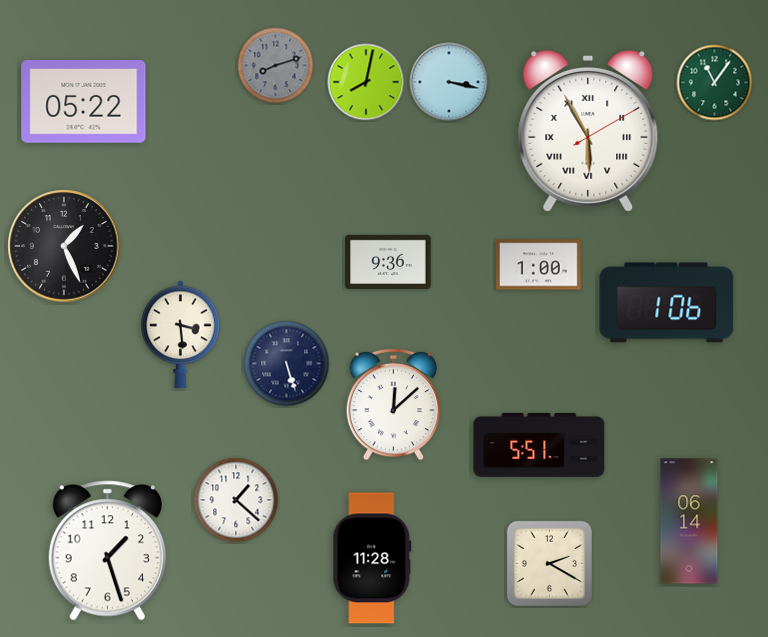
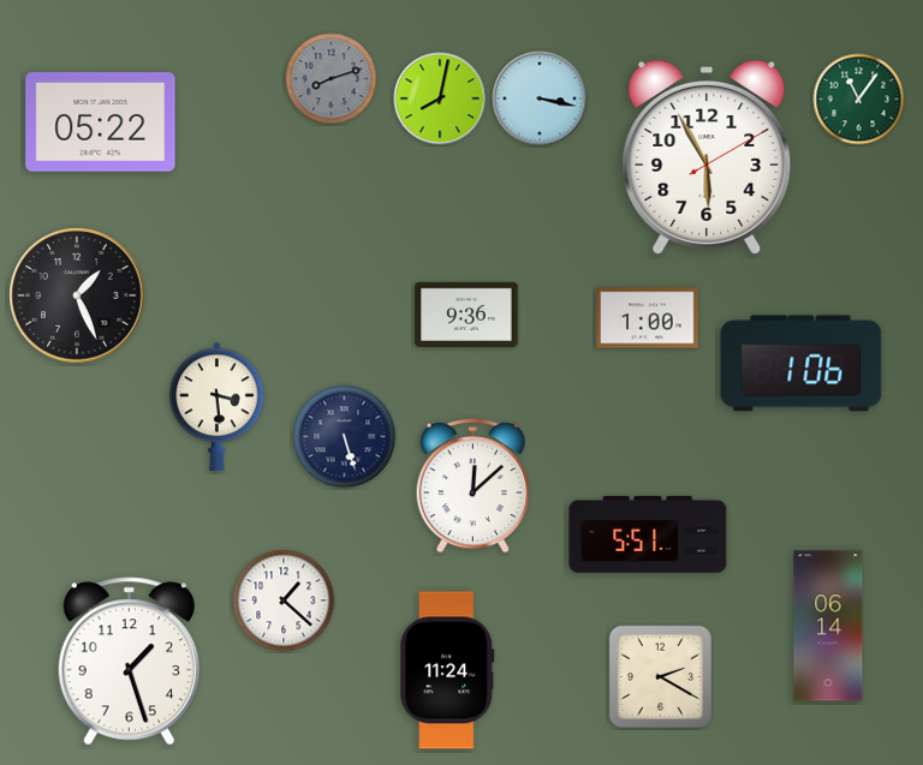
clock at (588, 132) numerals: Roman -> Arabic
clock at (181, 335) position: (181, 335) -> (218, 407)
clock at (372, 558): 11:28 -> 11:24
